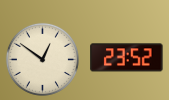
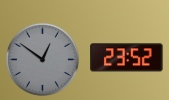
clock at (42, 59) dial: cream -> grey
